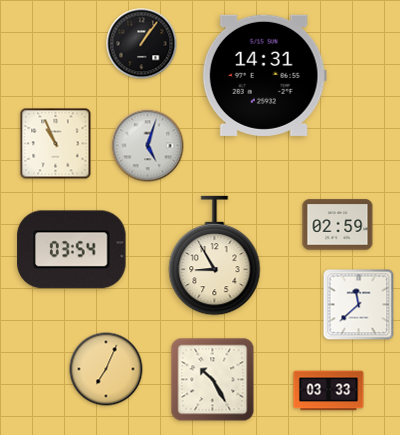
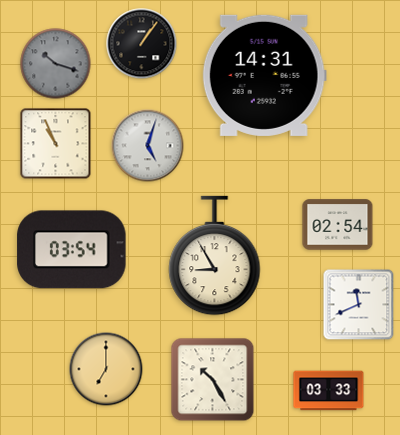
clock at (56, 64): none -> 10:18
clock at (338, 225): 02:59 -> 02:54
clock at (359, 305): 11:38 -> 11:41
clock at (106, 369): 7:04 -> 7:00
